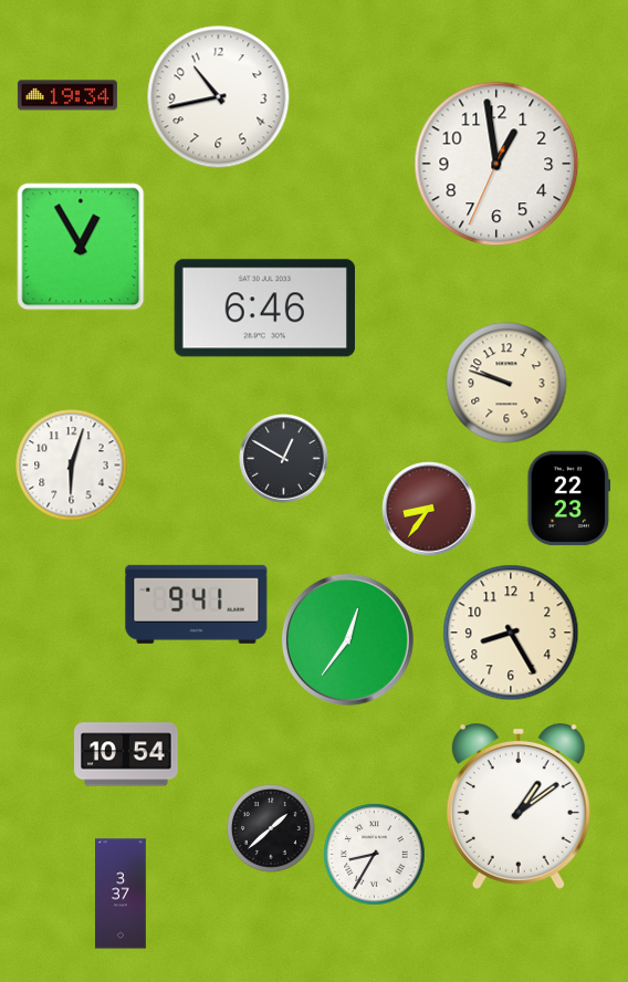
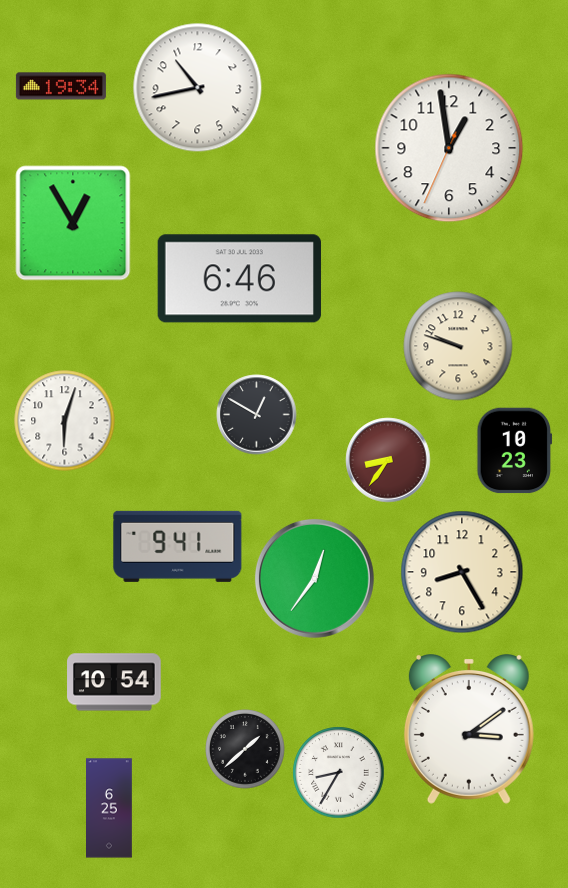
clock at (569, 499): 22:23 -> 10:23
clock at (519, 806): 1:09 -> 3:09
clock at (122, 894): 3:37 -> 6:25
